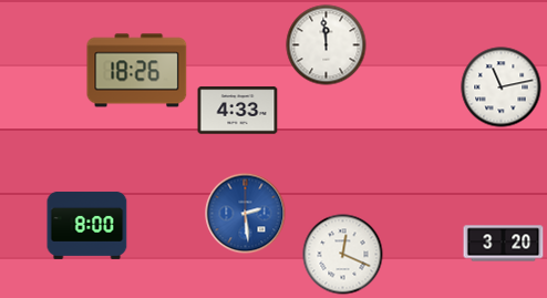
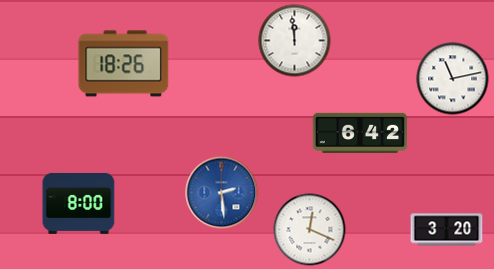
clock at (238, 111): 4:33 -> none
clock at (359, 133): none -> 6:42
clock at (504, 244) position: (504, 244) -> (447, 230)
